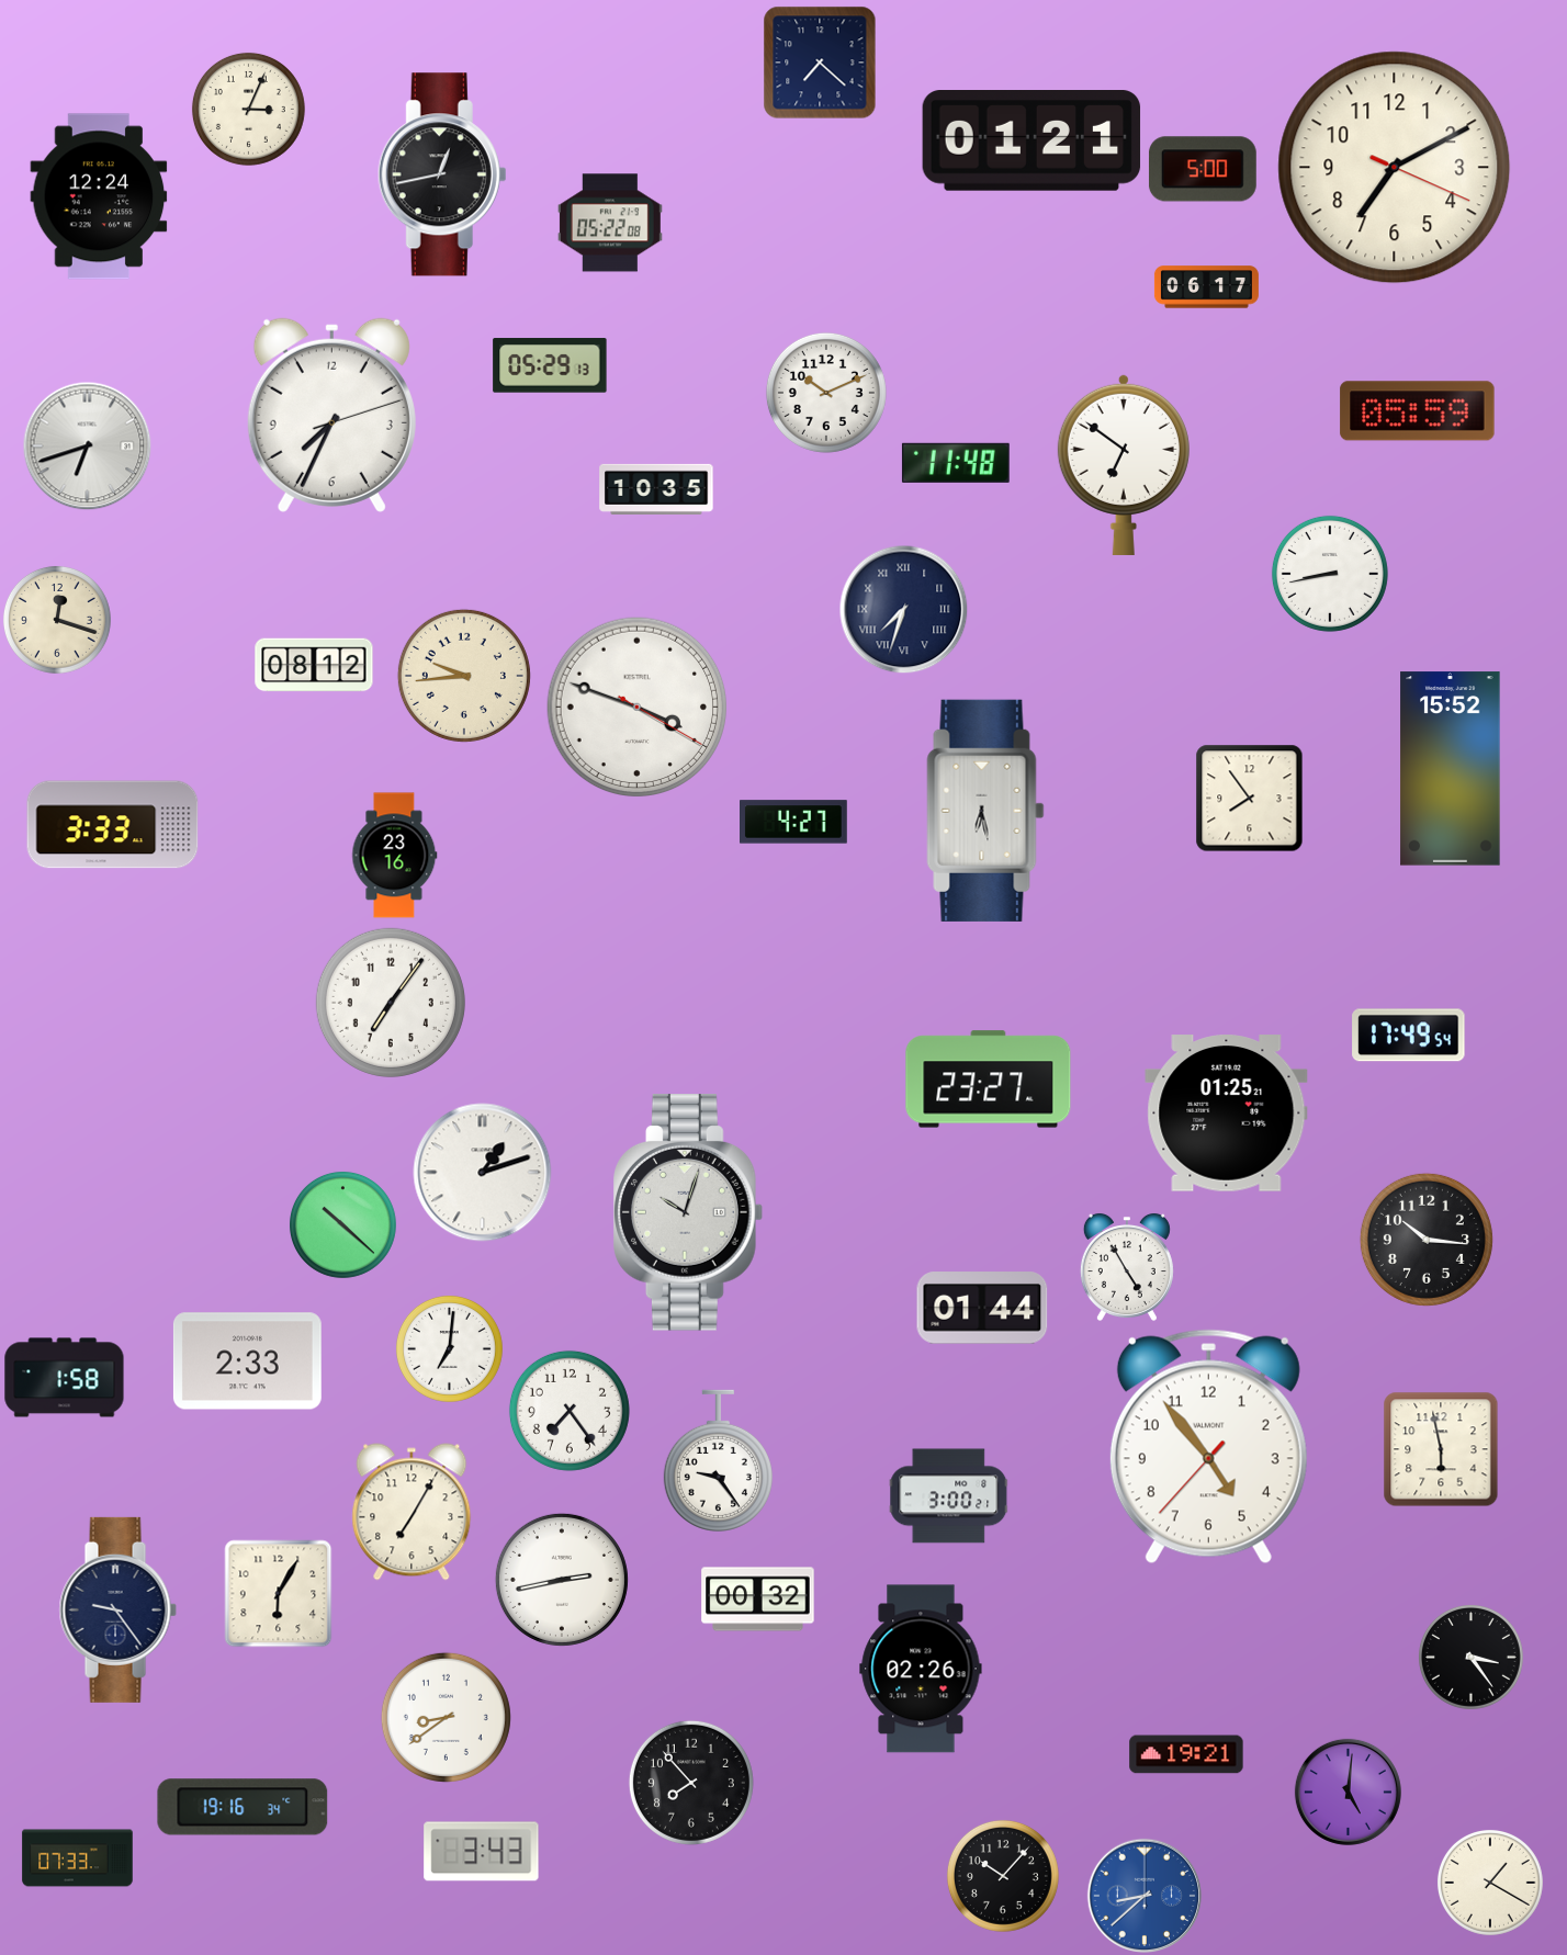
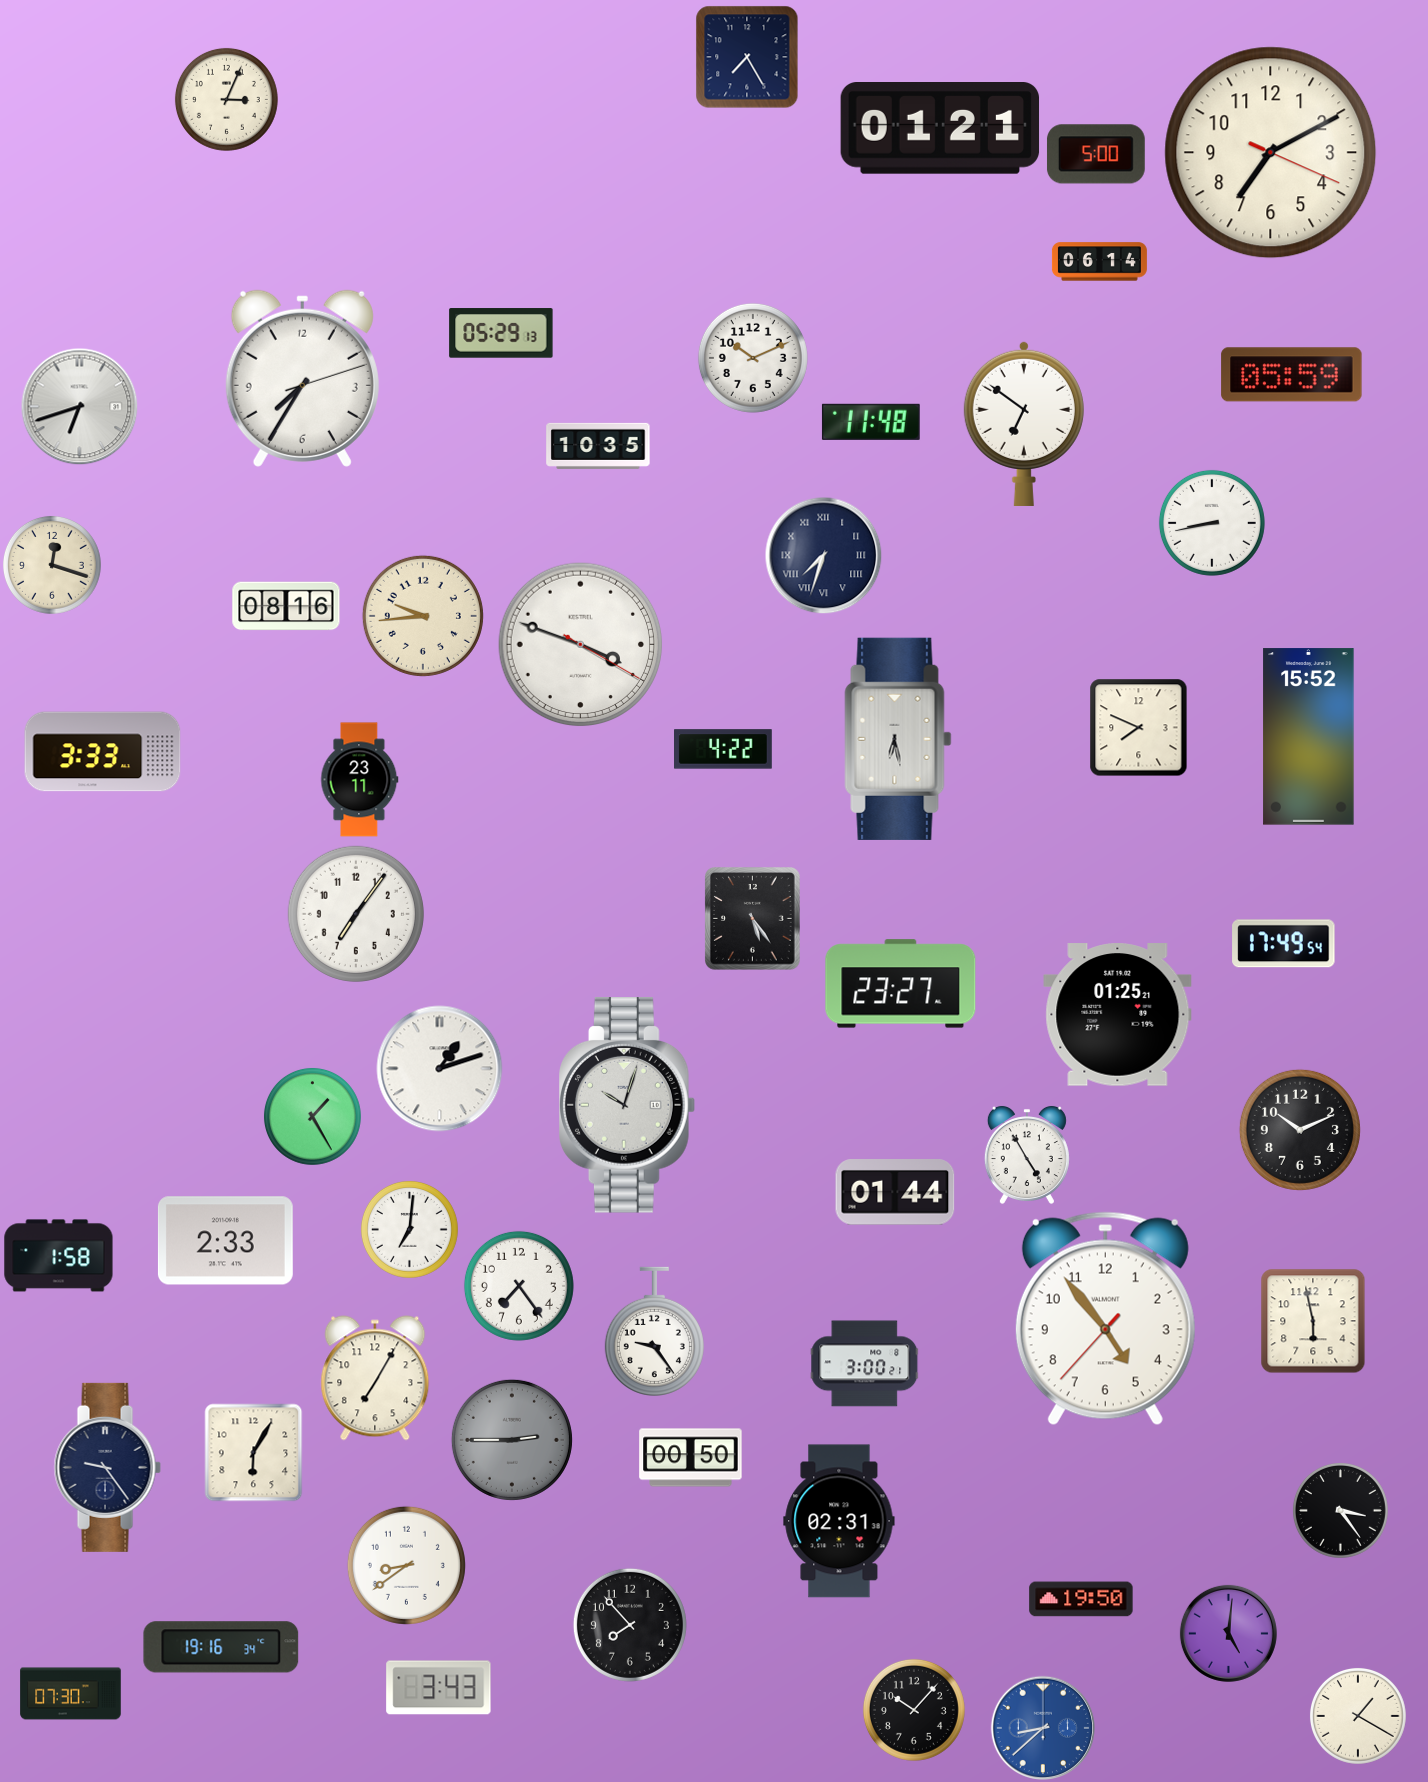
clock at (820, 63): 7:22 -> 7:25
clock at (442, 174): 12:43 -> none
clock at (99, 196): 12:24 -> none
clock at (610, 223): 05:22 -> none
clock at (1206, 287): 06:17 -> 06:14
clock at (331, 415): 7:34 -> 7:35
clock at (314, 665): 08:12 -> 08:16
clock at (1451, 769) position: (1451, 769) -> (1309, 737)
clock at (1250, 799): 7:54 -> 7:49
clock at (794, 822): 4:27 -> 4:22
clock at (395, 856): 23:16 -> 23:11
clock at (753, 919): none -> 5:24
clock at (342, 1224): 10:22 -> 1:25
clock at (1427, 1240): 10:16 -> 10:11
clock at (1208, 1447) position: (1208, 1447) -> (1105, 1319)
clock at (562, 1580): 2:43 -> 2:45
clock at (562, 1580) dial: white -> grey
clock at (758, 1600): 00:32 -> 00:50
clock at (921, 1669): 02:26 -> 02:31
clock at (1186, 1754): 19:21 -> 19:50
clock at (78, 1858): 07:33 -> 07:30
